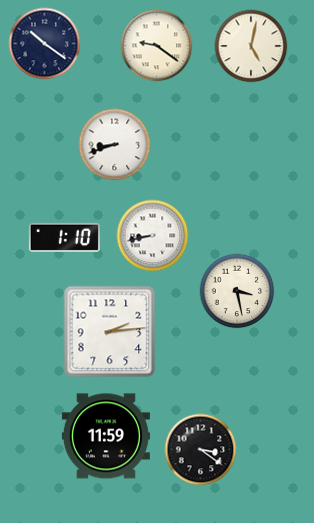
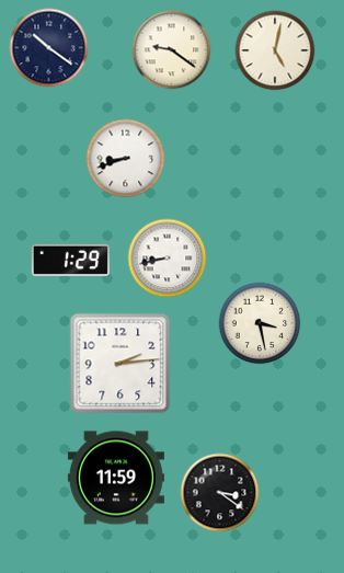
clock at (64, 237): 1:10 -> 1:29
clock at (237, 291) position: (237, 291) -> (260, 323)
